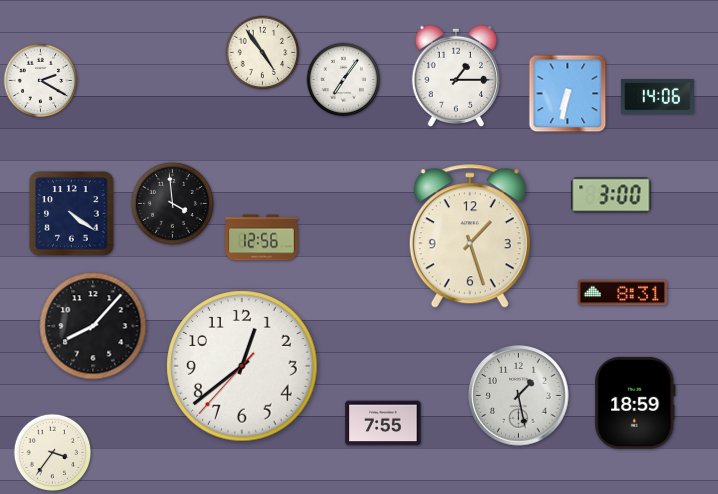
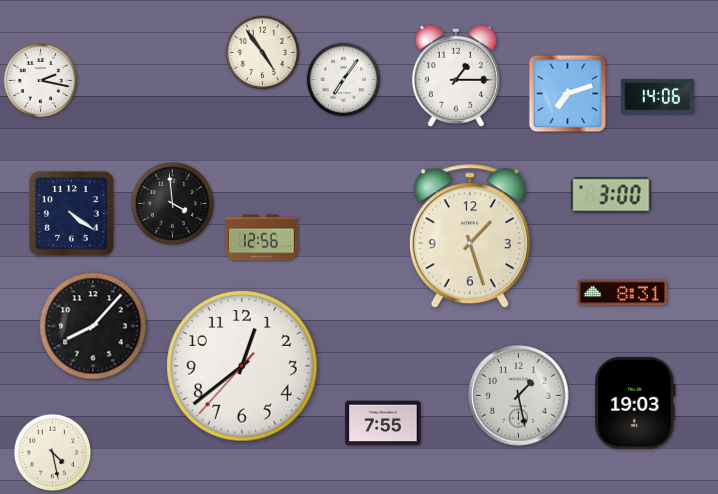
clock at (41, 81): 2:20 -> 2:17
clock at (568, 94): 6:32 -> 7:12
clock at (635, 403): 18:59 -> 19:03
clock at (53, 453): 3:36 -> 4:28
